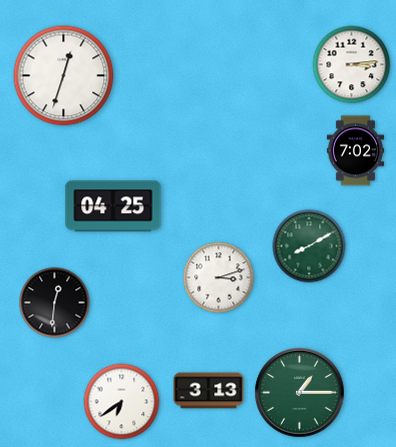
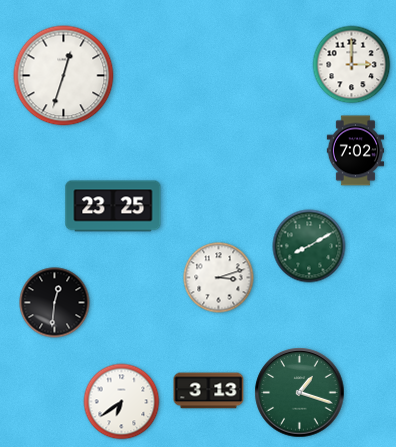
clock at (352, 65): 3:14 -> 3:00
clock at (113, 206): 04:25 -> 23:25
clock at (300, 393): 1:15 -> 1:18
